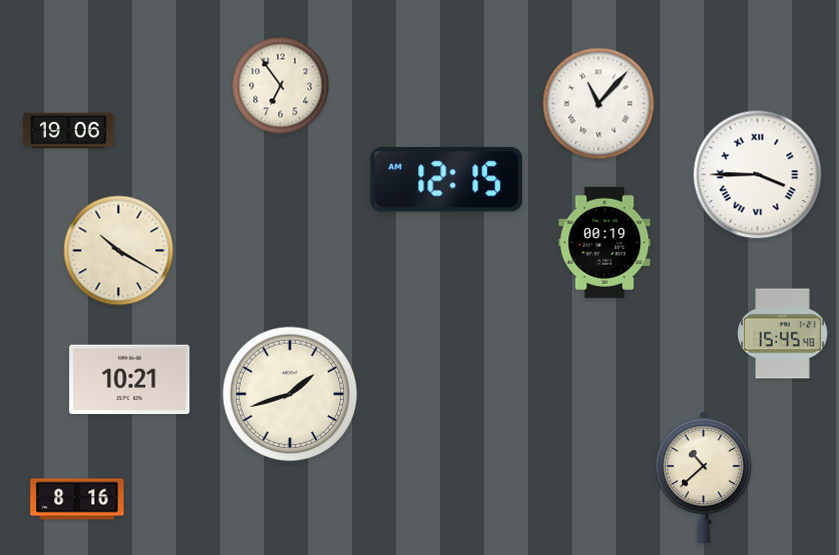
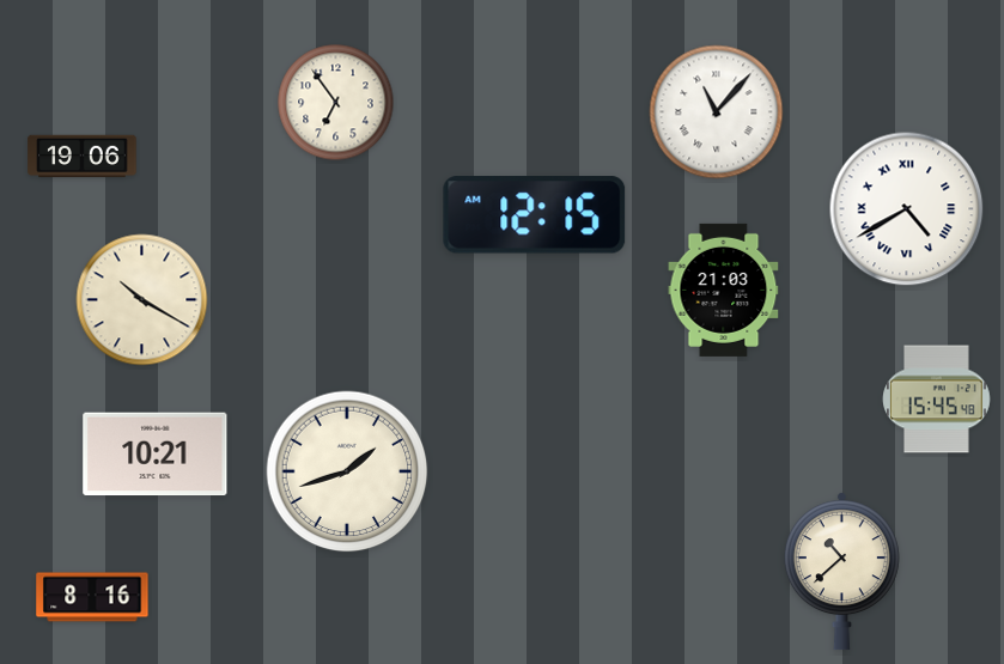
clock at (599, 104) position: (599, 104) -> (717, 112)
clock at (758, 175): 3:45 -> 4:40
clock at (605, 242): 00:19 -> 21:03
